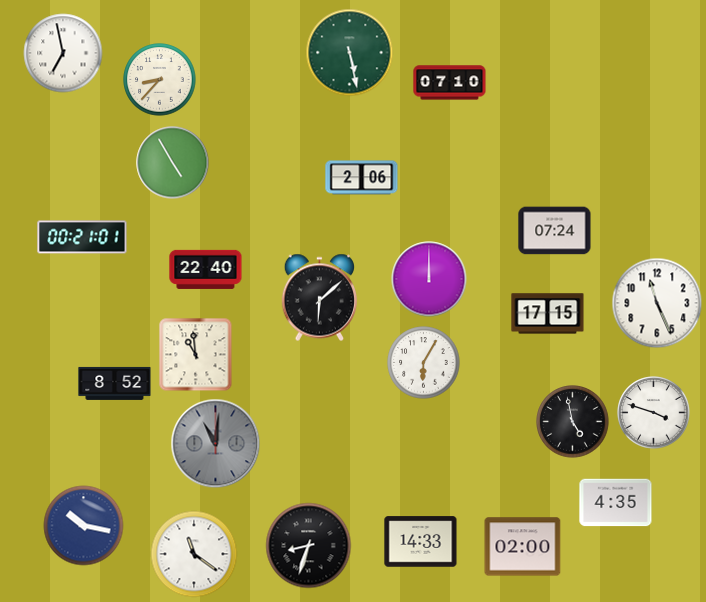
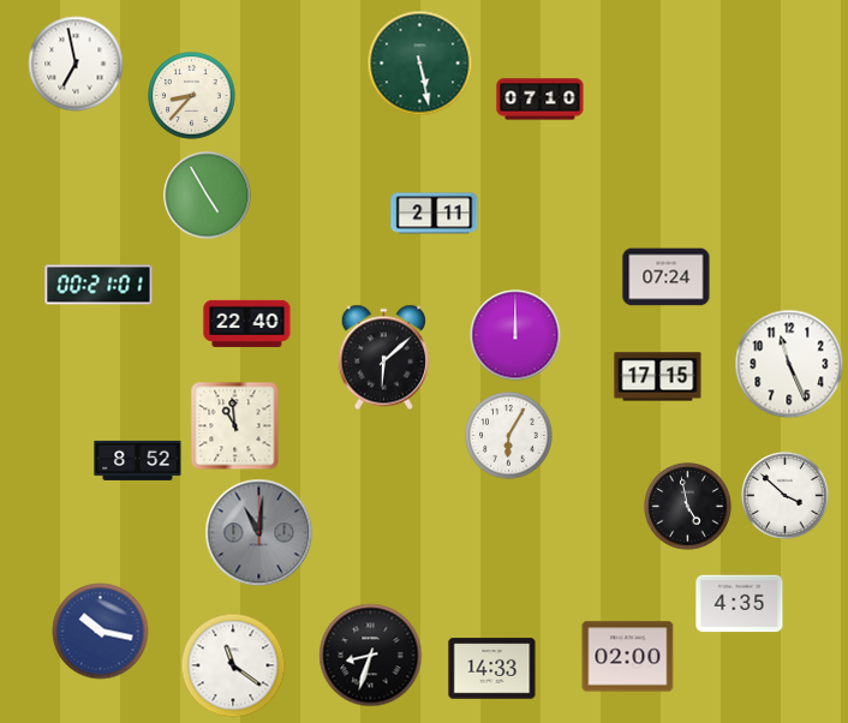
clock at (362, 178): 2:06 -> 2:11
clock at (654, 413): 3:48 -> 3:52
clock at (421, 542) position: (421, 542) -> (492, 669)
